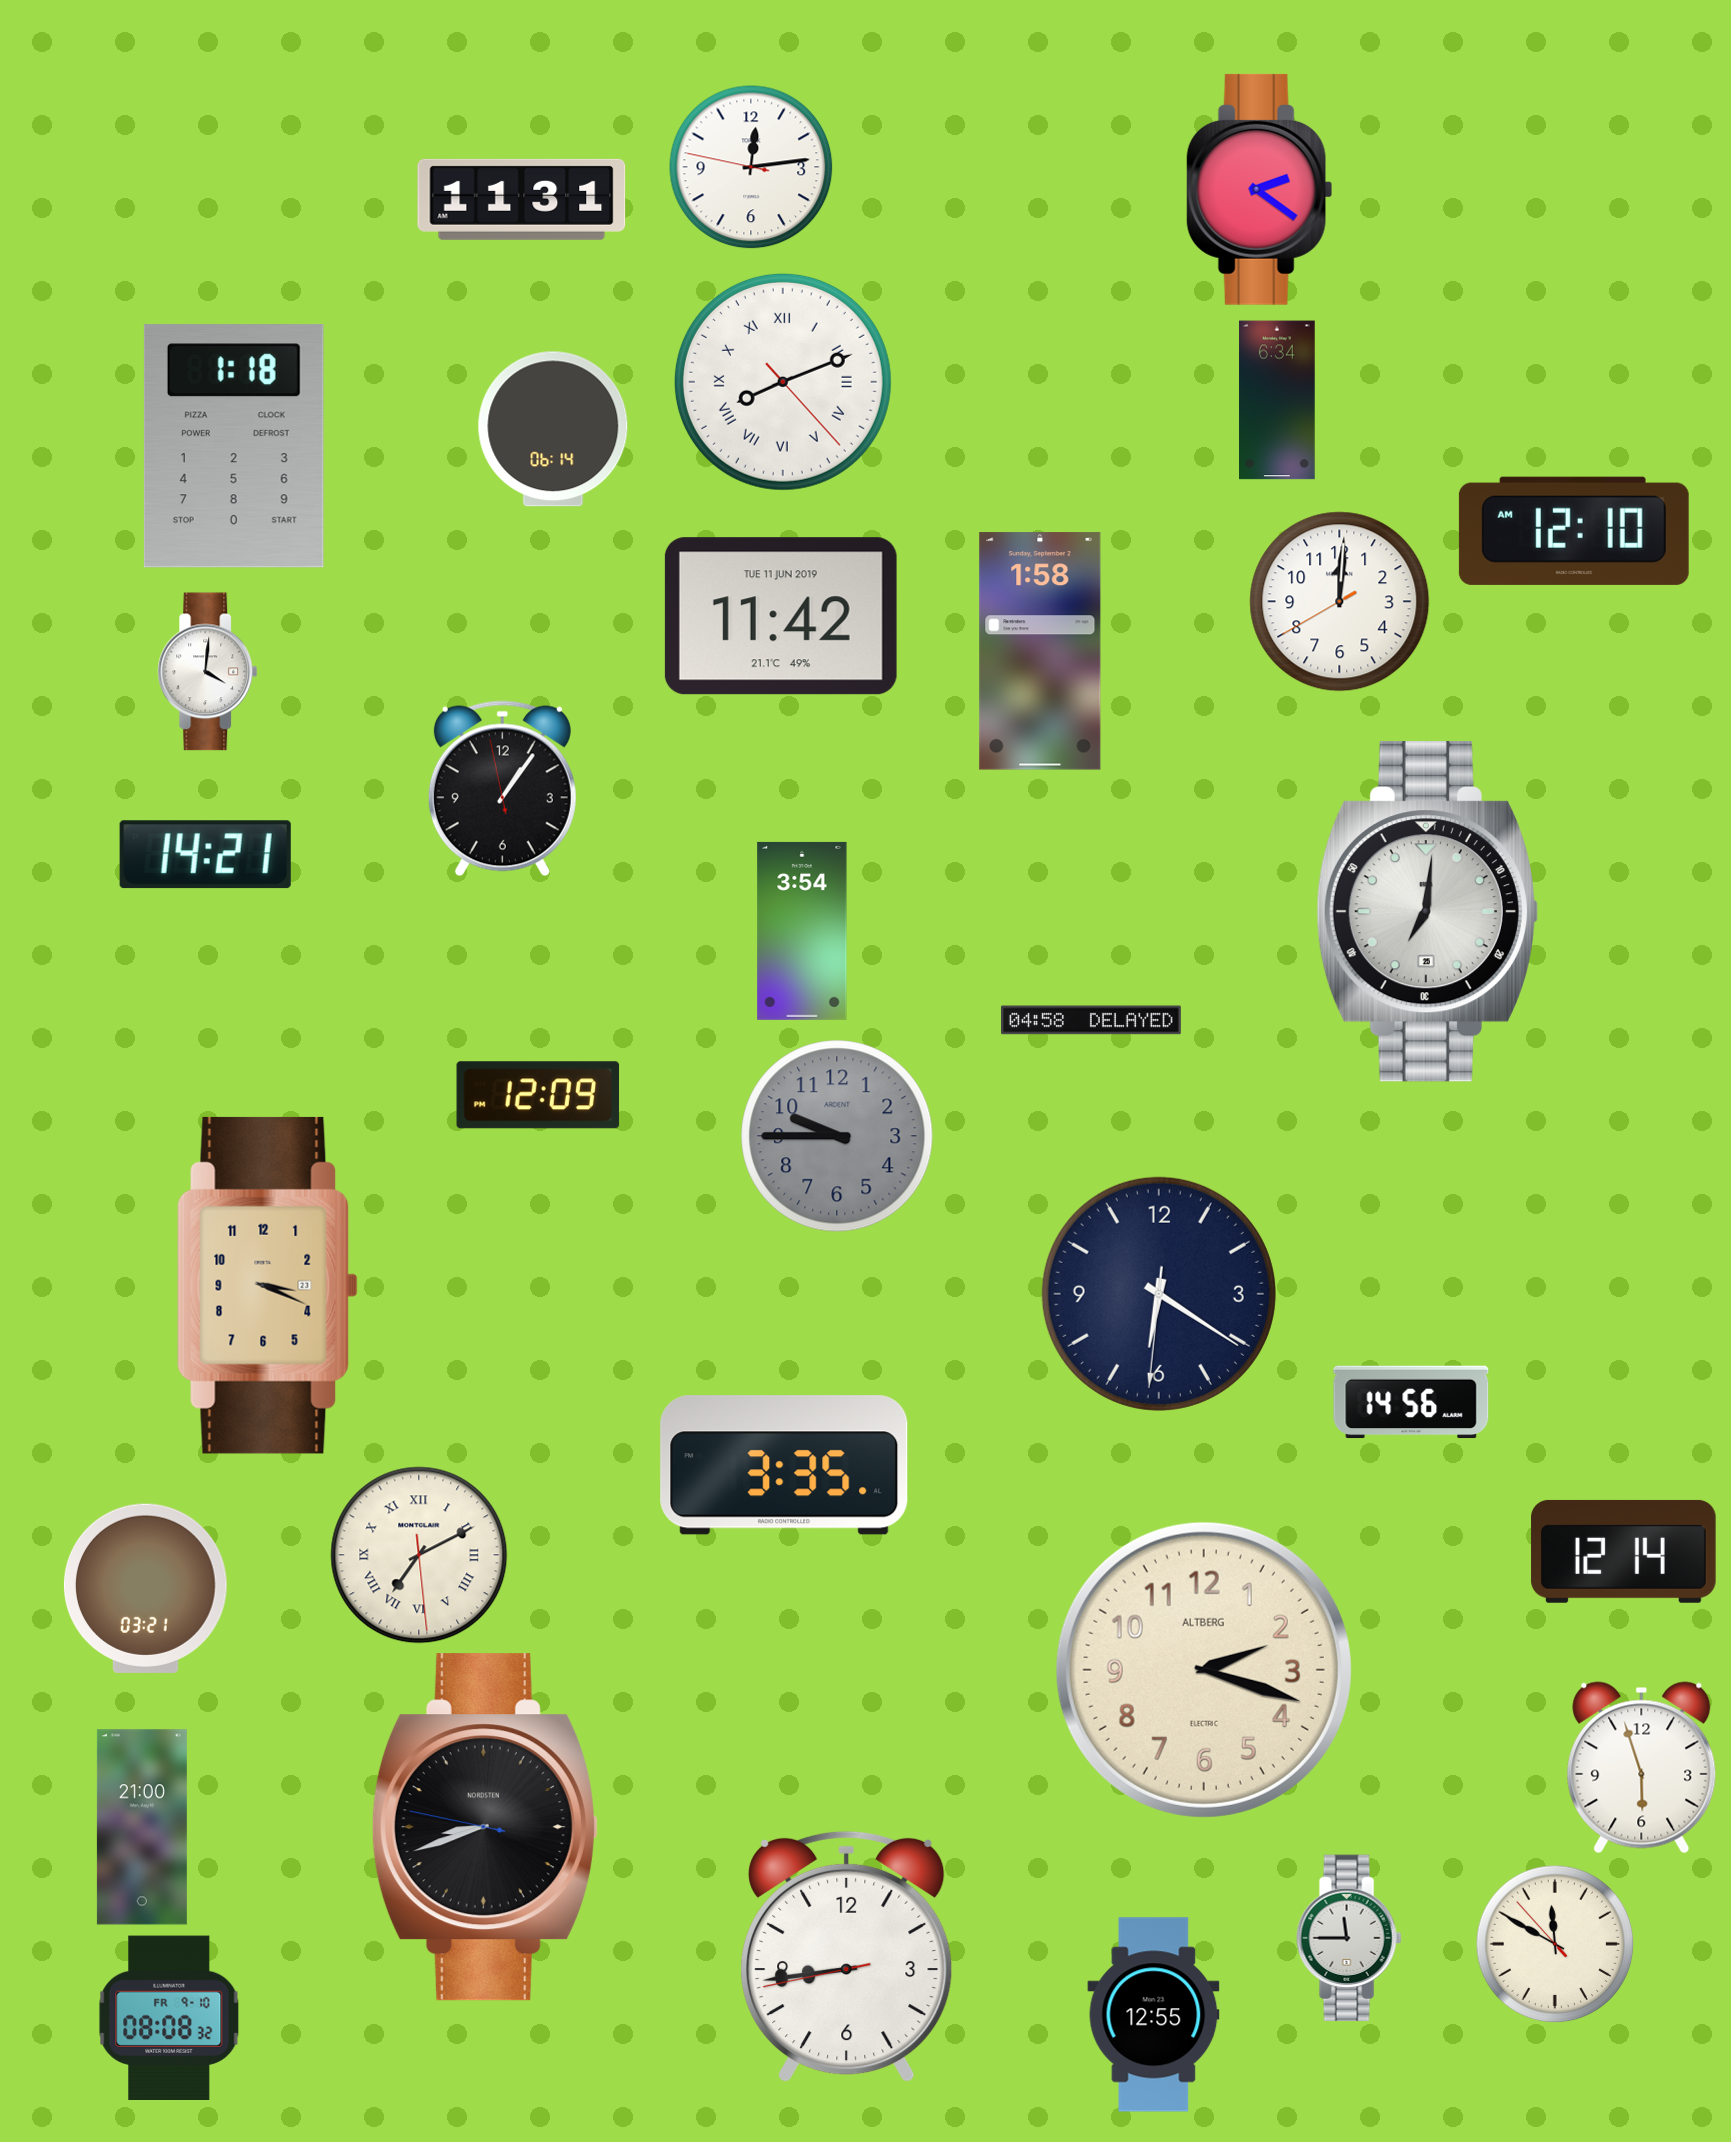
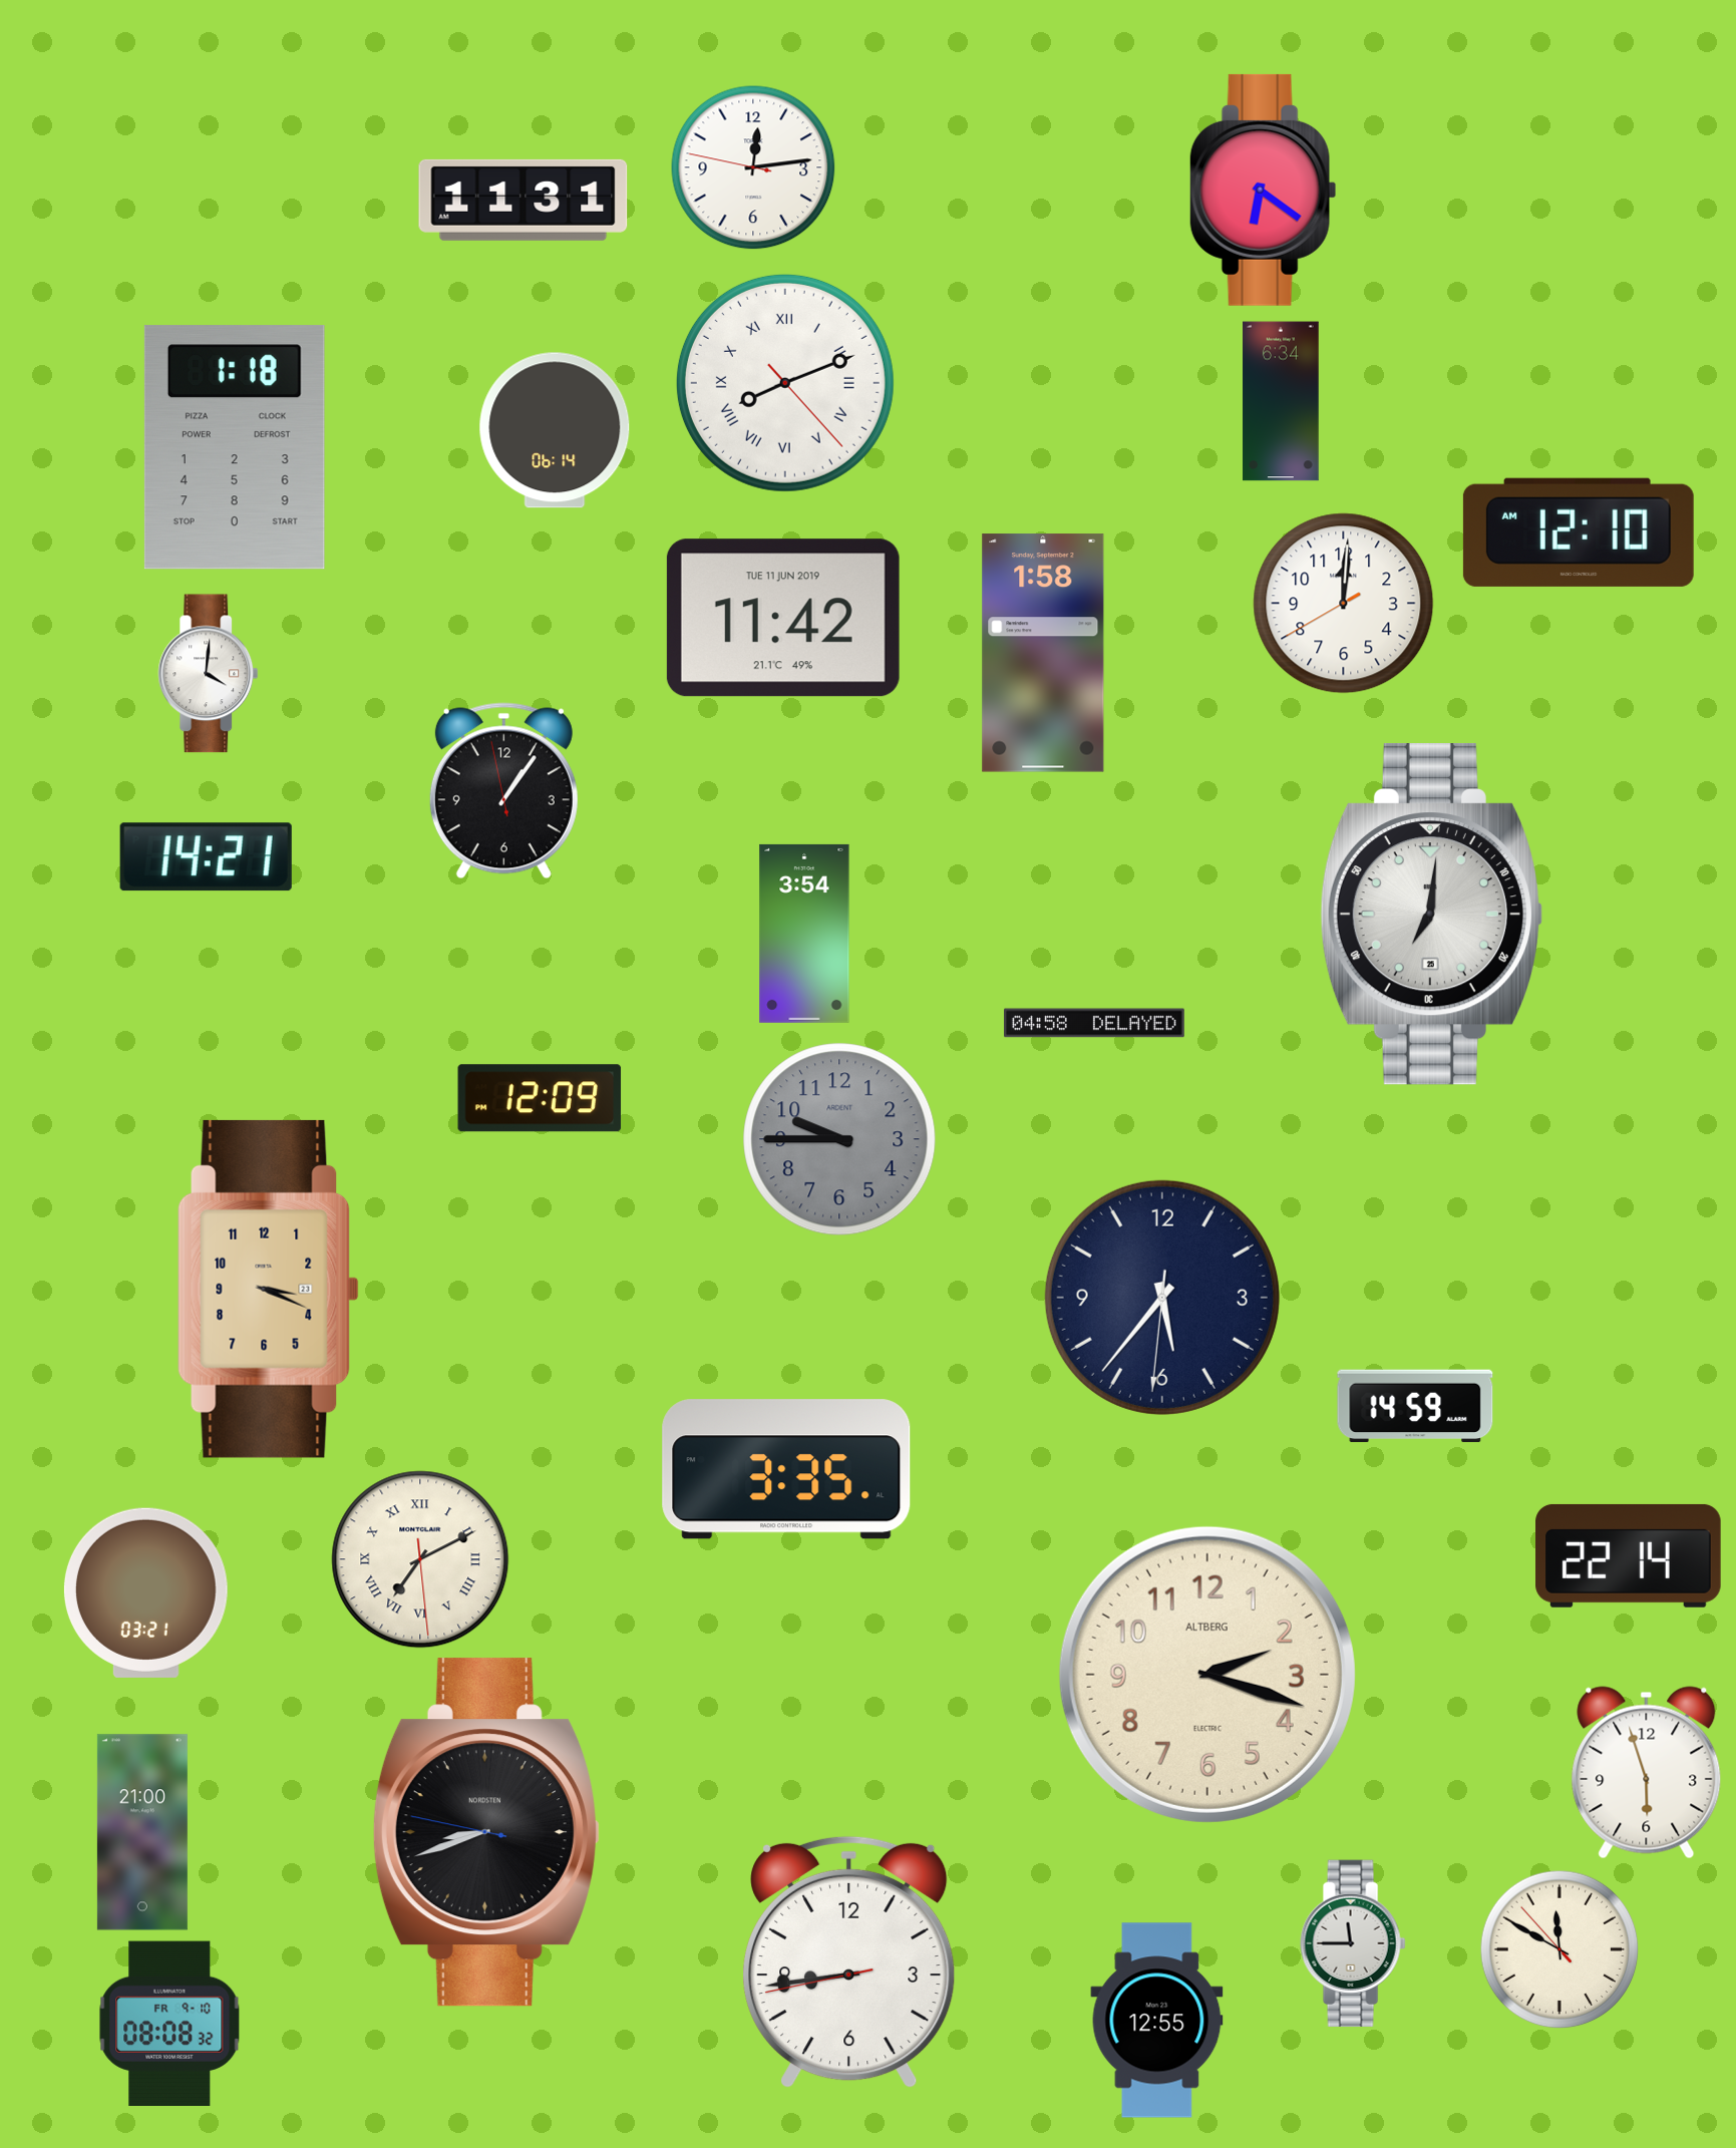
clock at (1260, 189): 2:21 -> 6:21
clock at (1159, 1294): 6:20 -> 5:36
clock at (1411, 1402): 14:56 -> 14:59
clock at (1624, 1551): 12:14 -> 22:14
